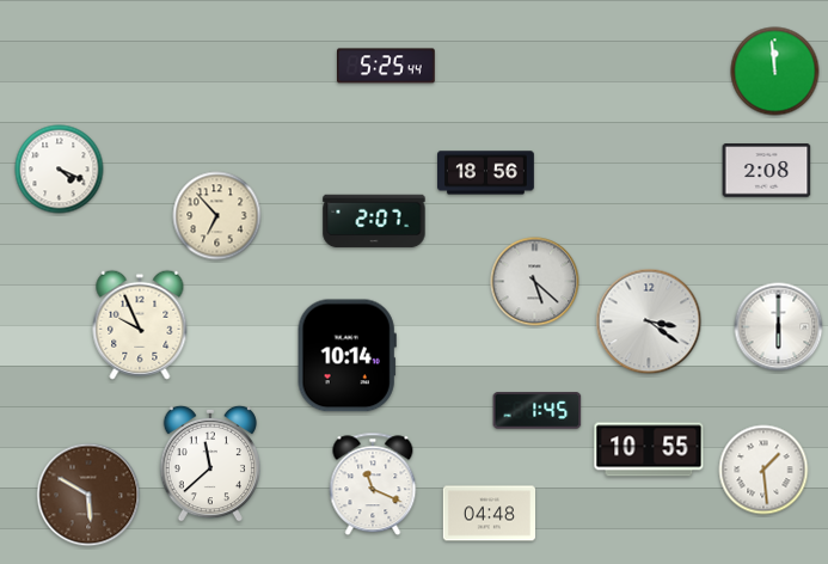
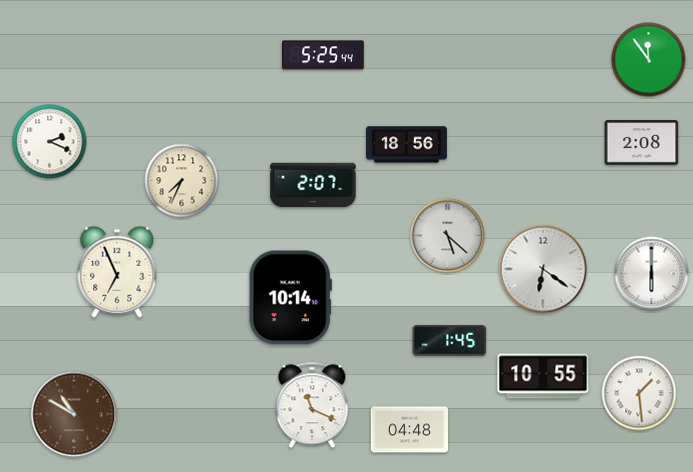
clock at (775, 72): 11:59 -> 11:54
clock at (60, 170): 4:19 -> 2:19
clock at (217, 216): 6:53 -> 7:34
clock at (649, 321): 3:21 -> 6:21
clock at (140, 325): 9:56 -> 6:56
clock at (538, 411) position: (538, 411) -> (450, 341)
clock at (209, 464): 11:38 -> none
clock at (88, 495): 5:50 -> 10:50
